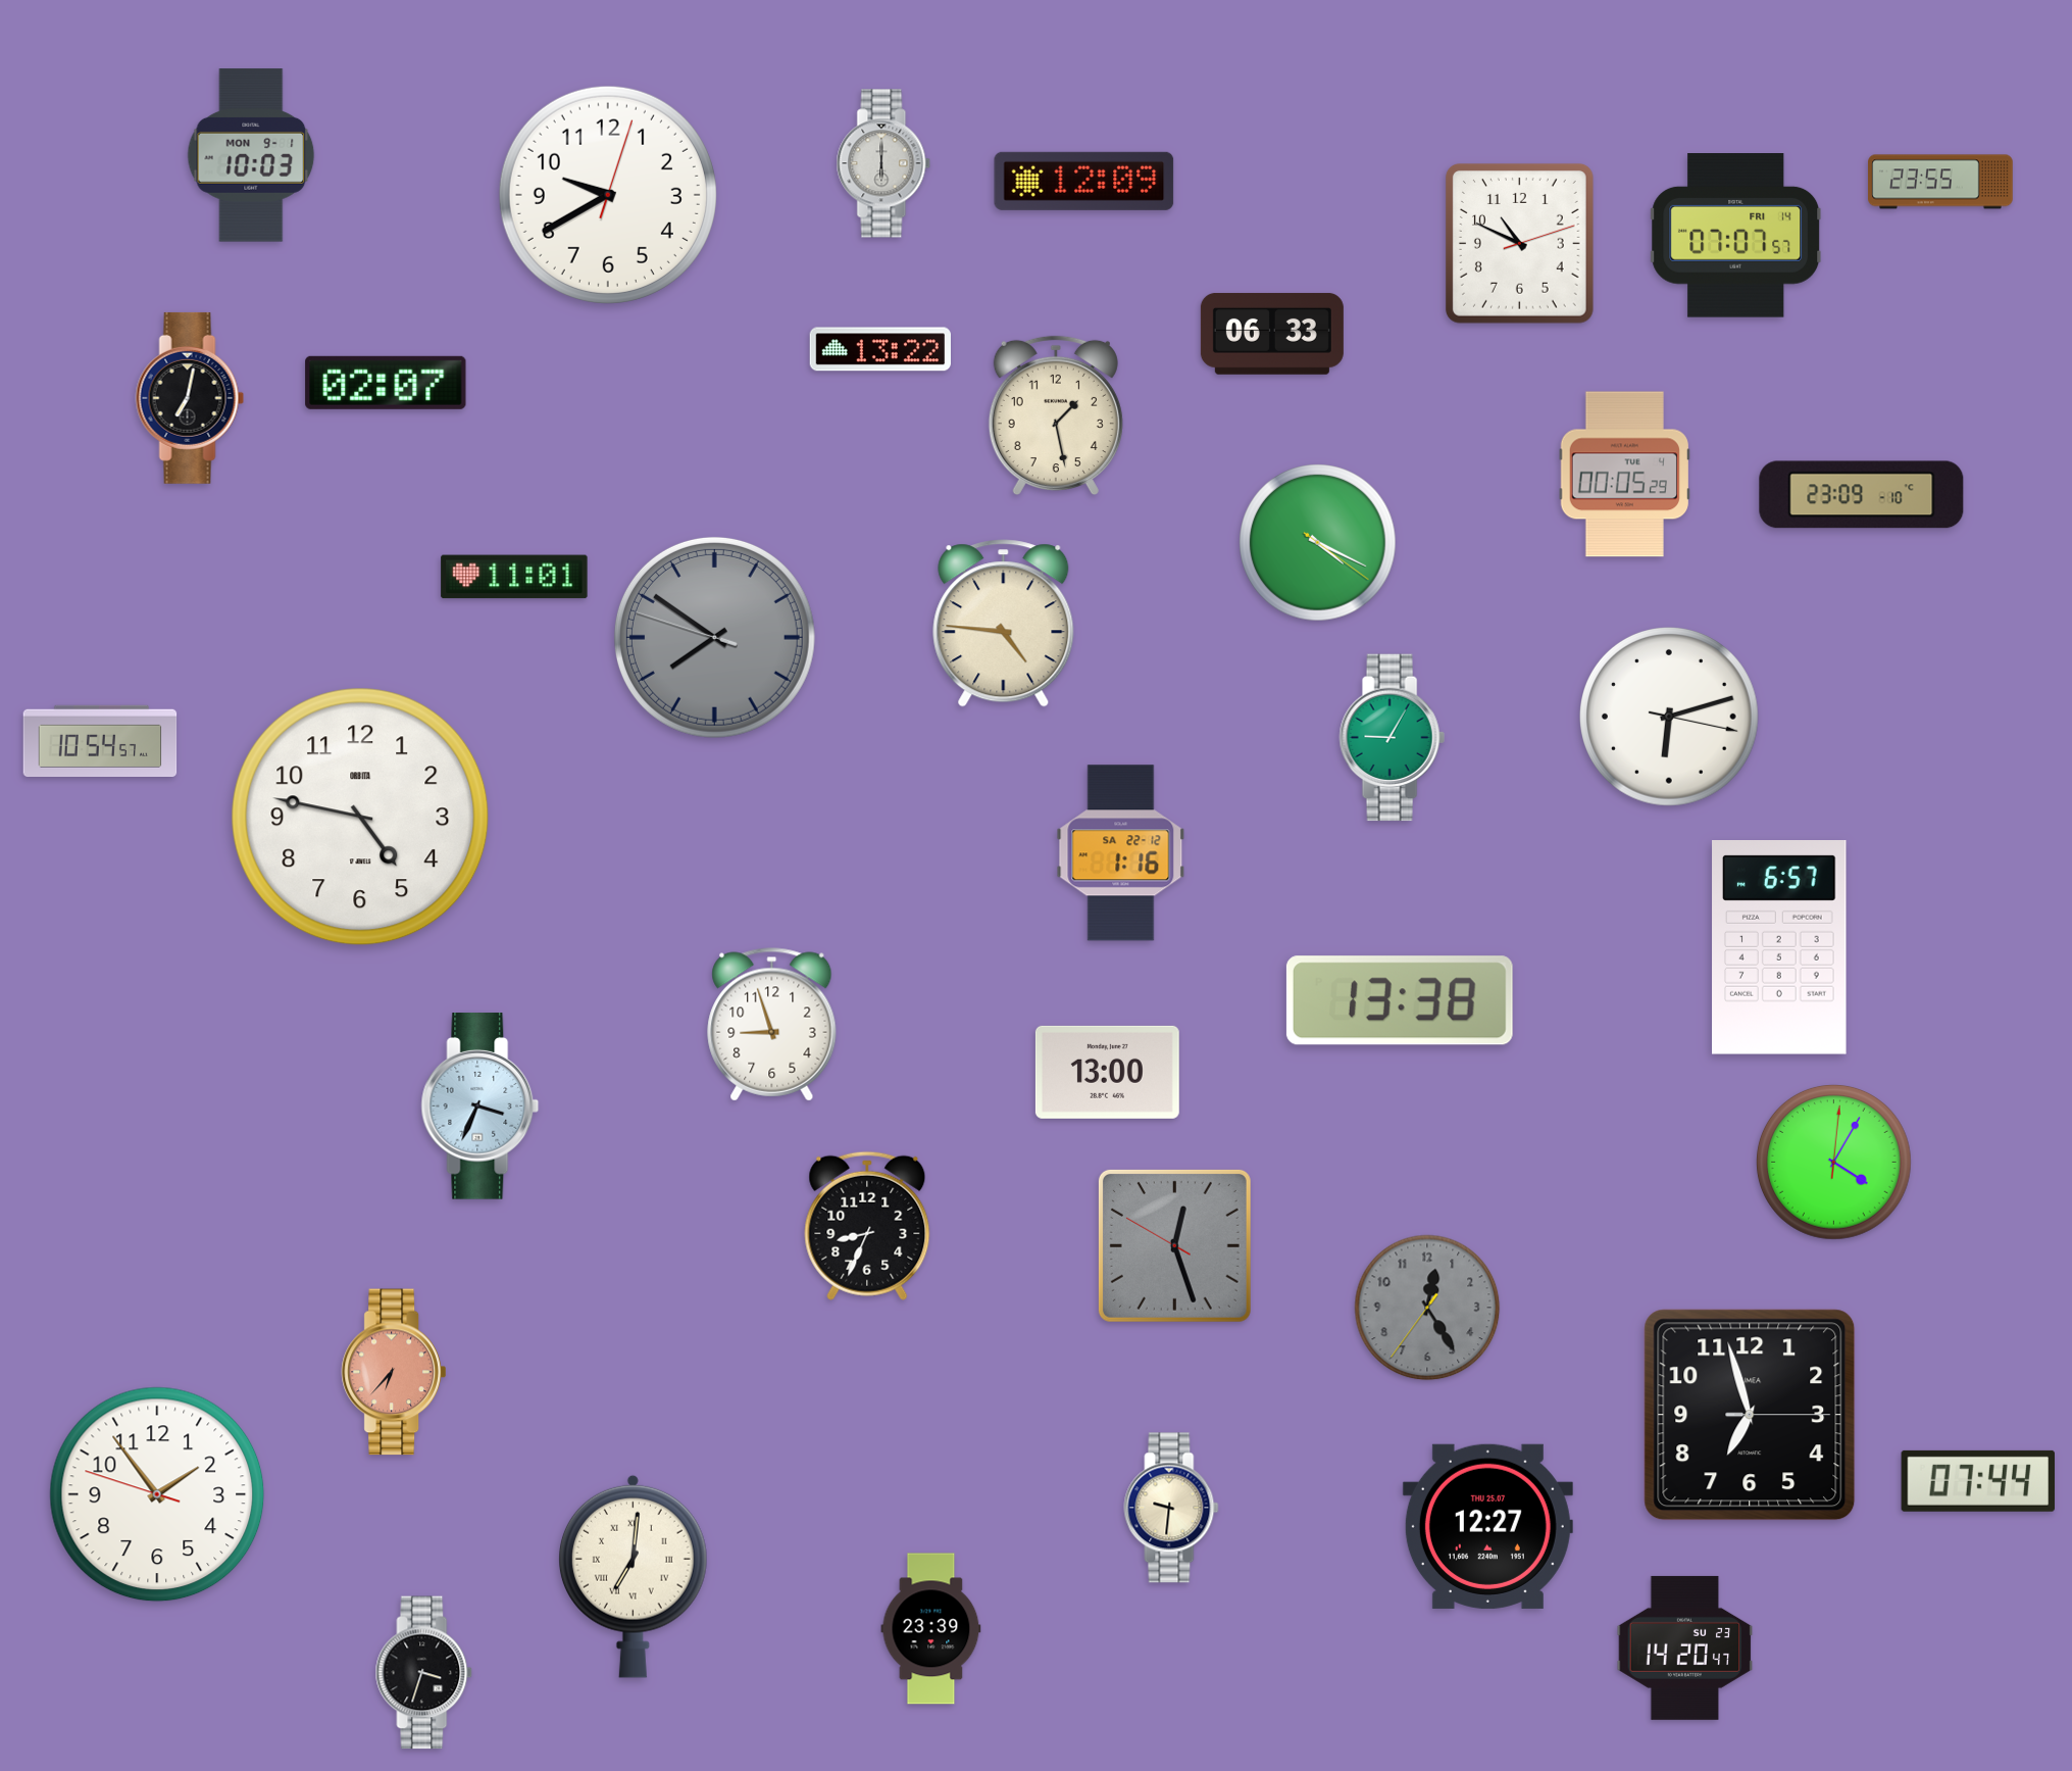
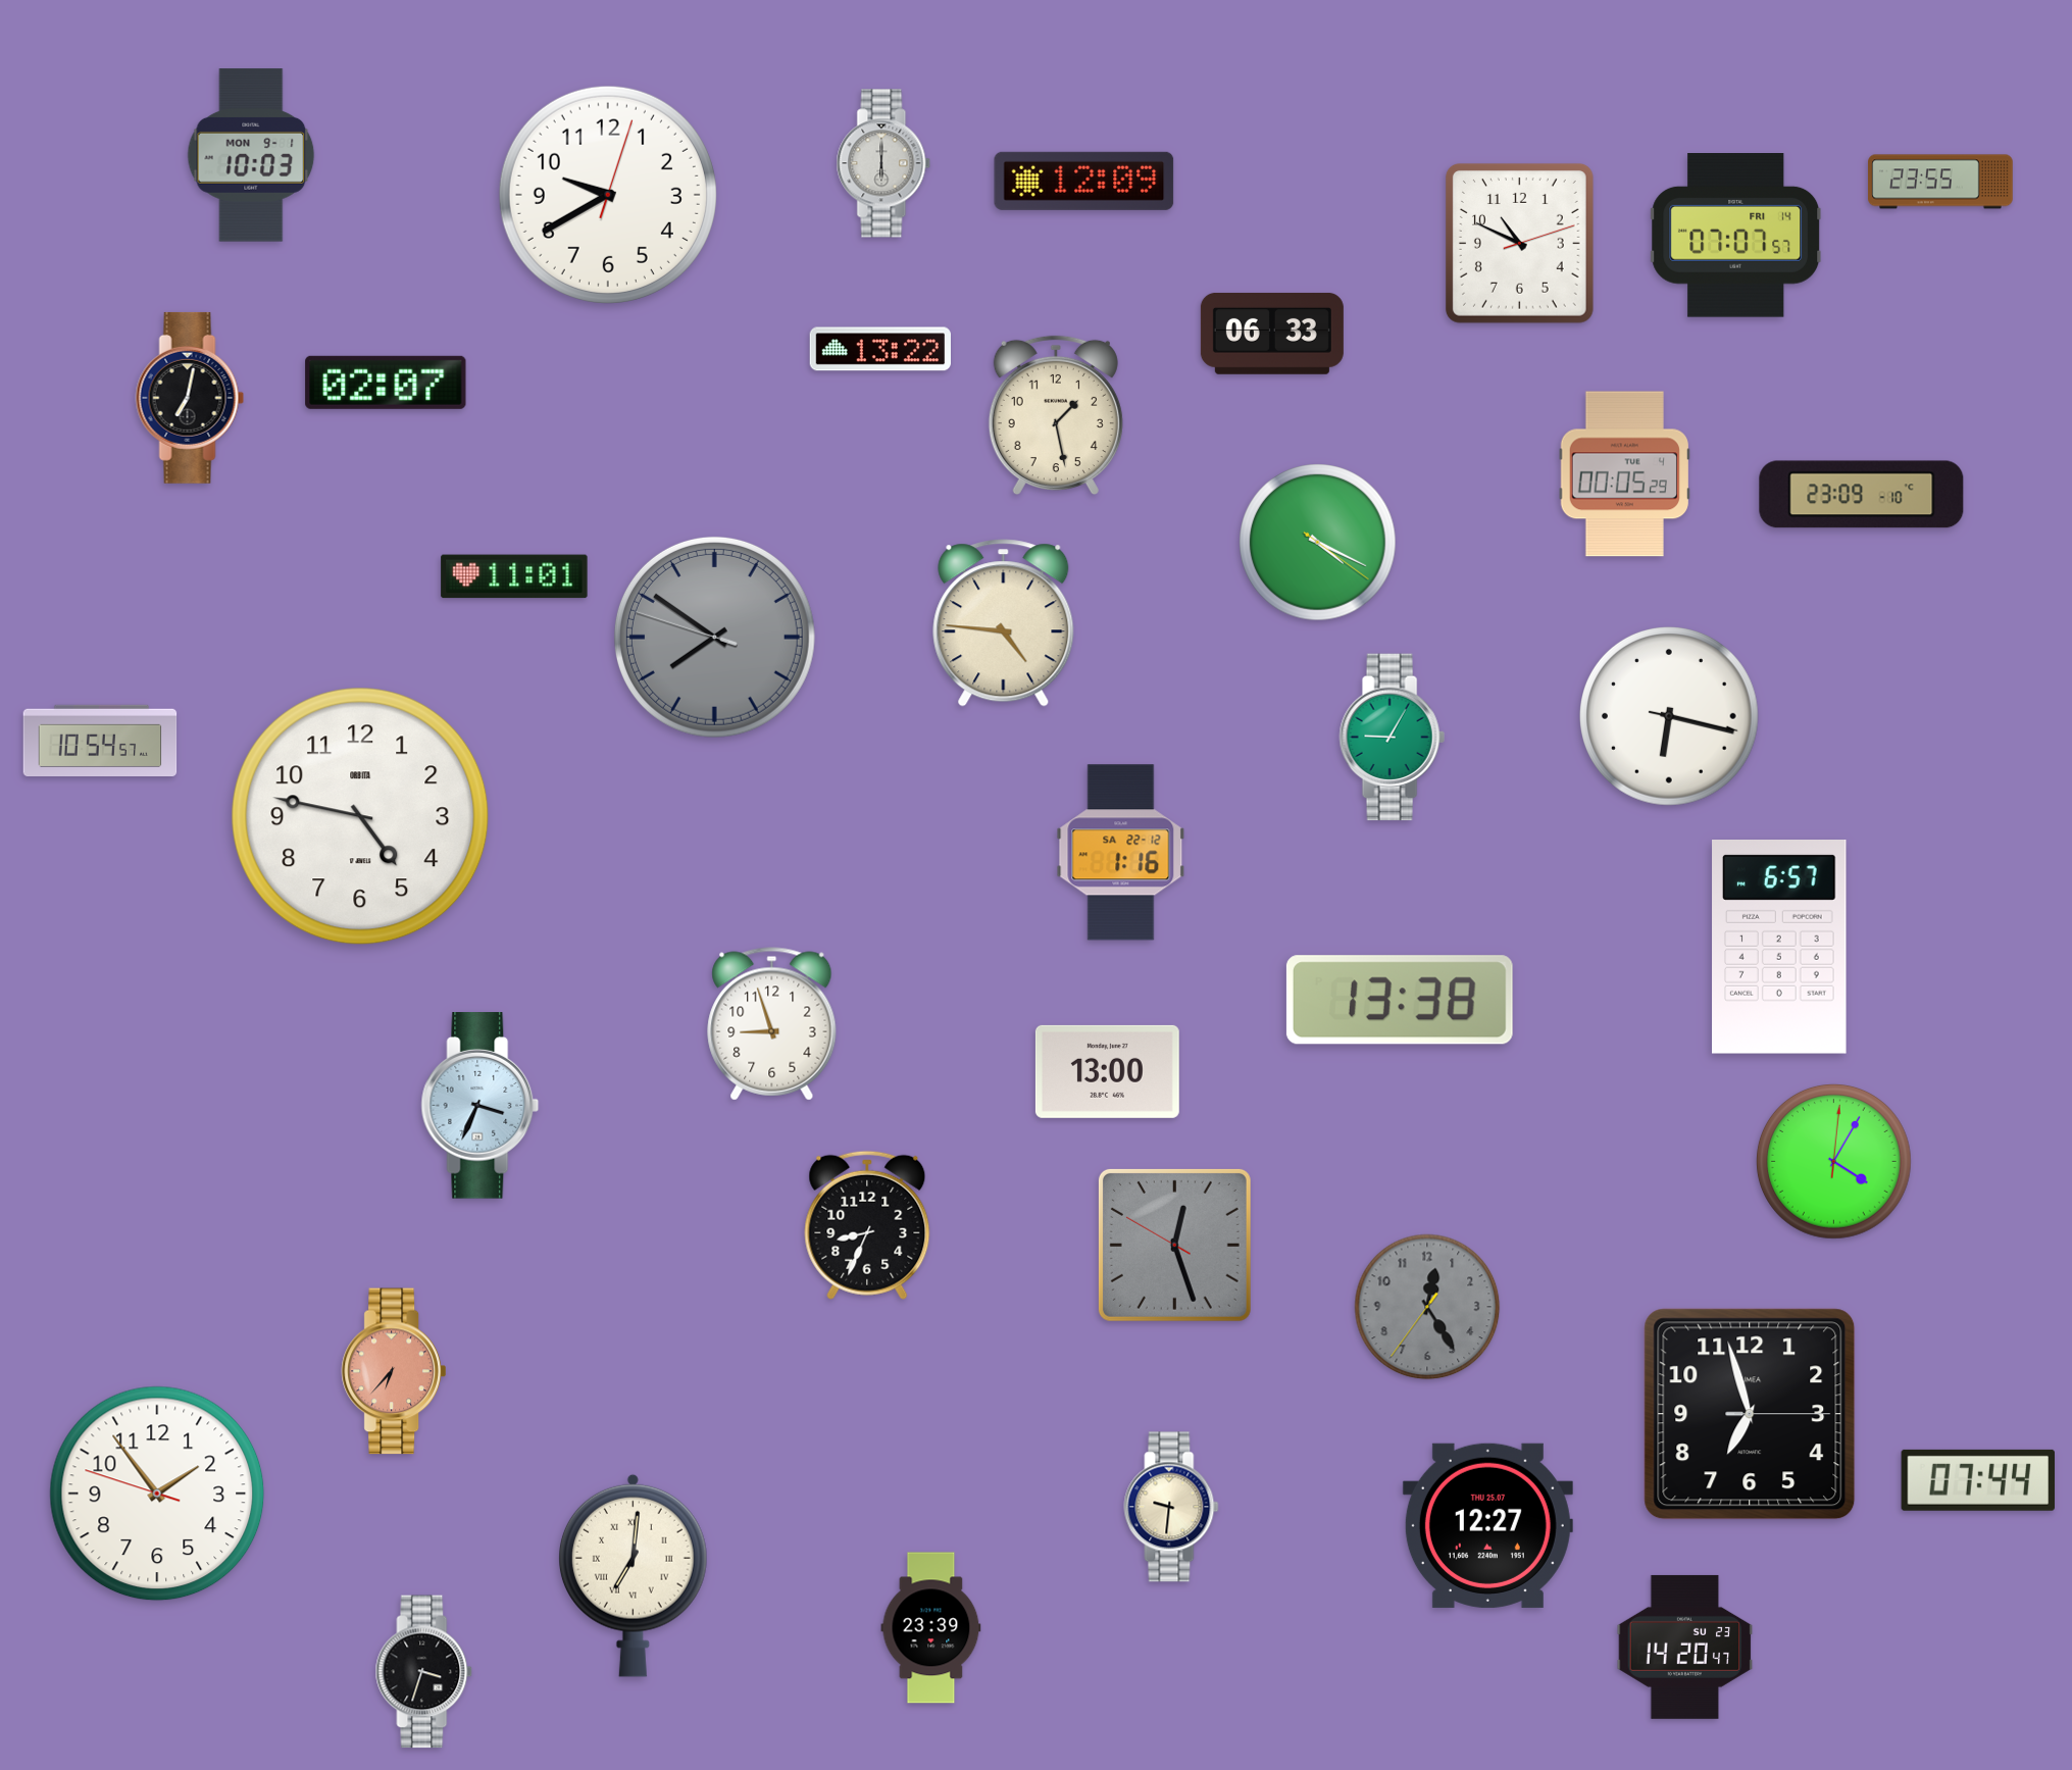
clock at (1670, 718): 6:12 -> 6:17
